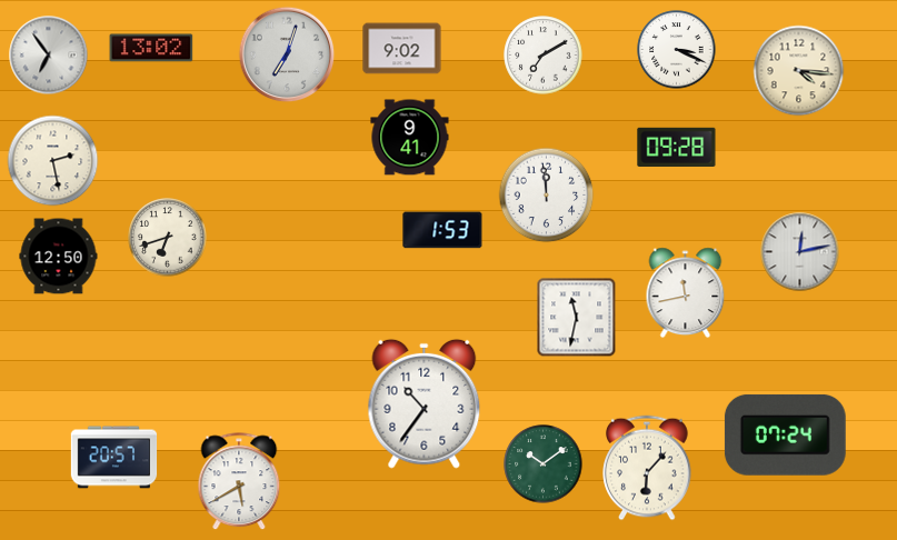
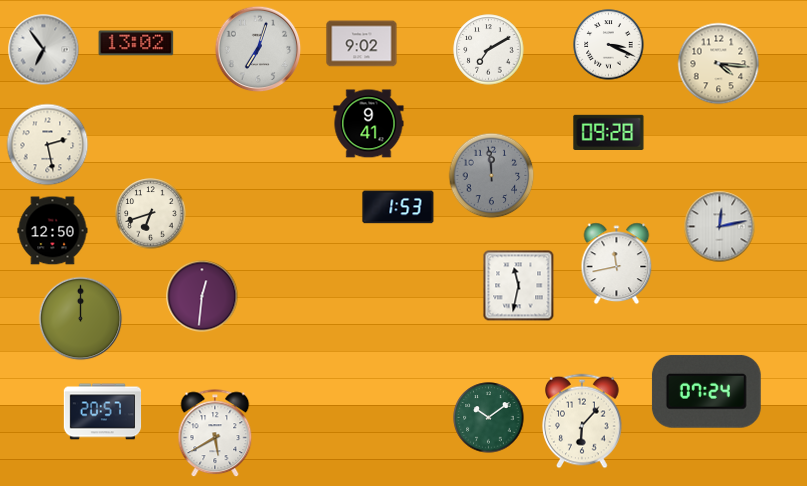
clock at (547, 196) dial: white -> grey
clock at (202, 296): none -> 12:31
clock at (81, 319): none -> 12:00
clock at (425, 403): 10:36 -> none
